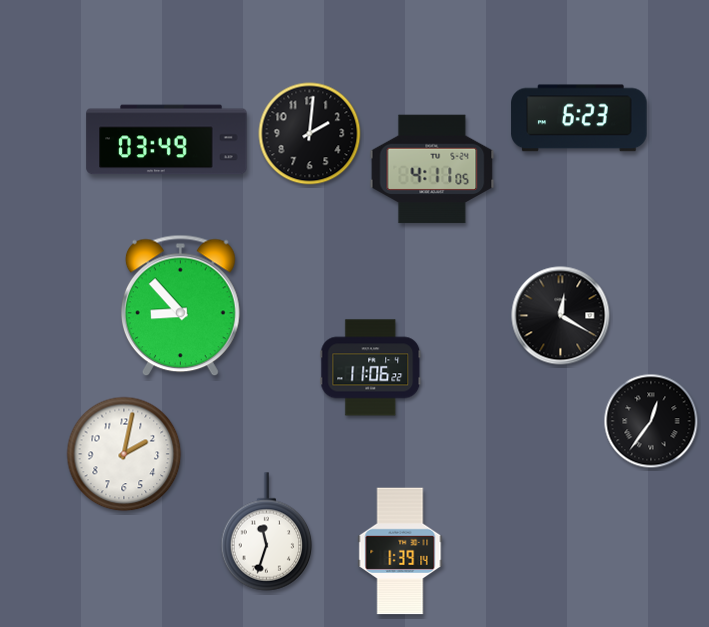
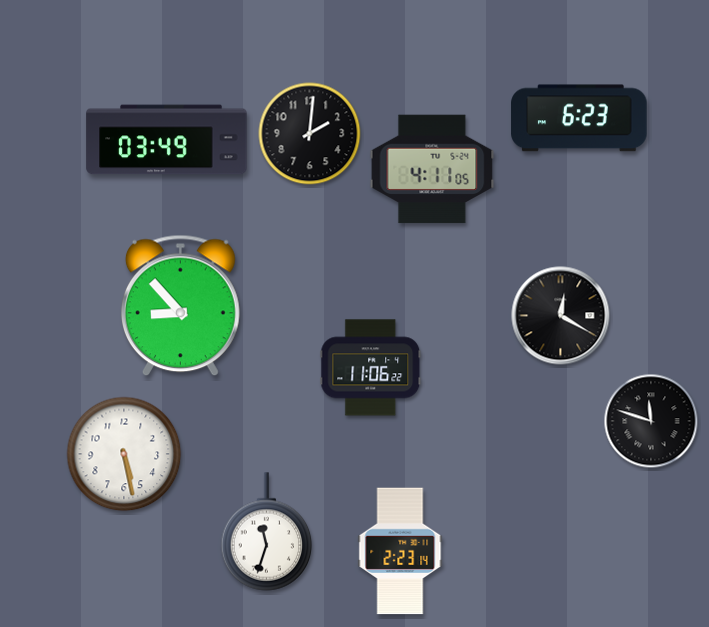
clock at (651, 421): 12:36 -> 11:48
clock at (124, 454): 2:02 -> 5:28
clock at (400, 551): 1:39 -> 2:23
